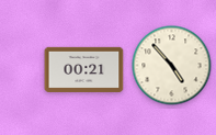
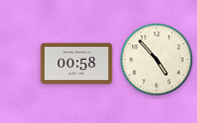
clock at (84, 69): 00:21 -> 00:58
